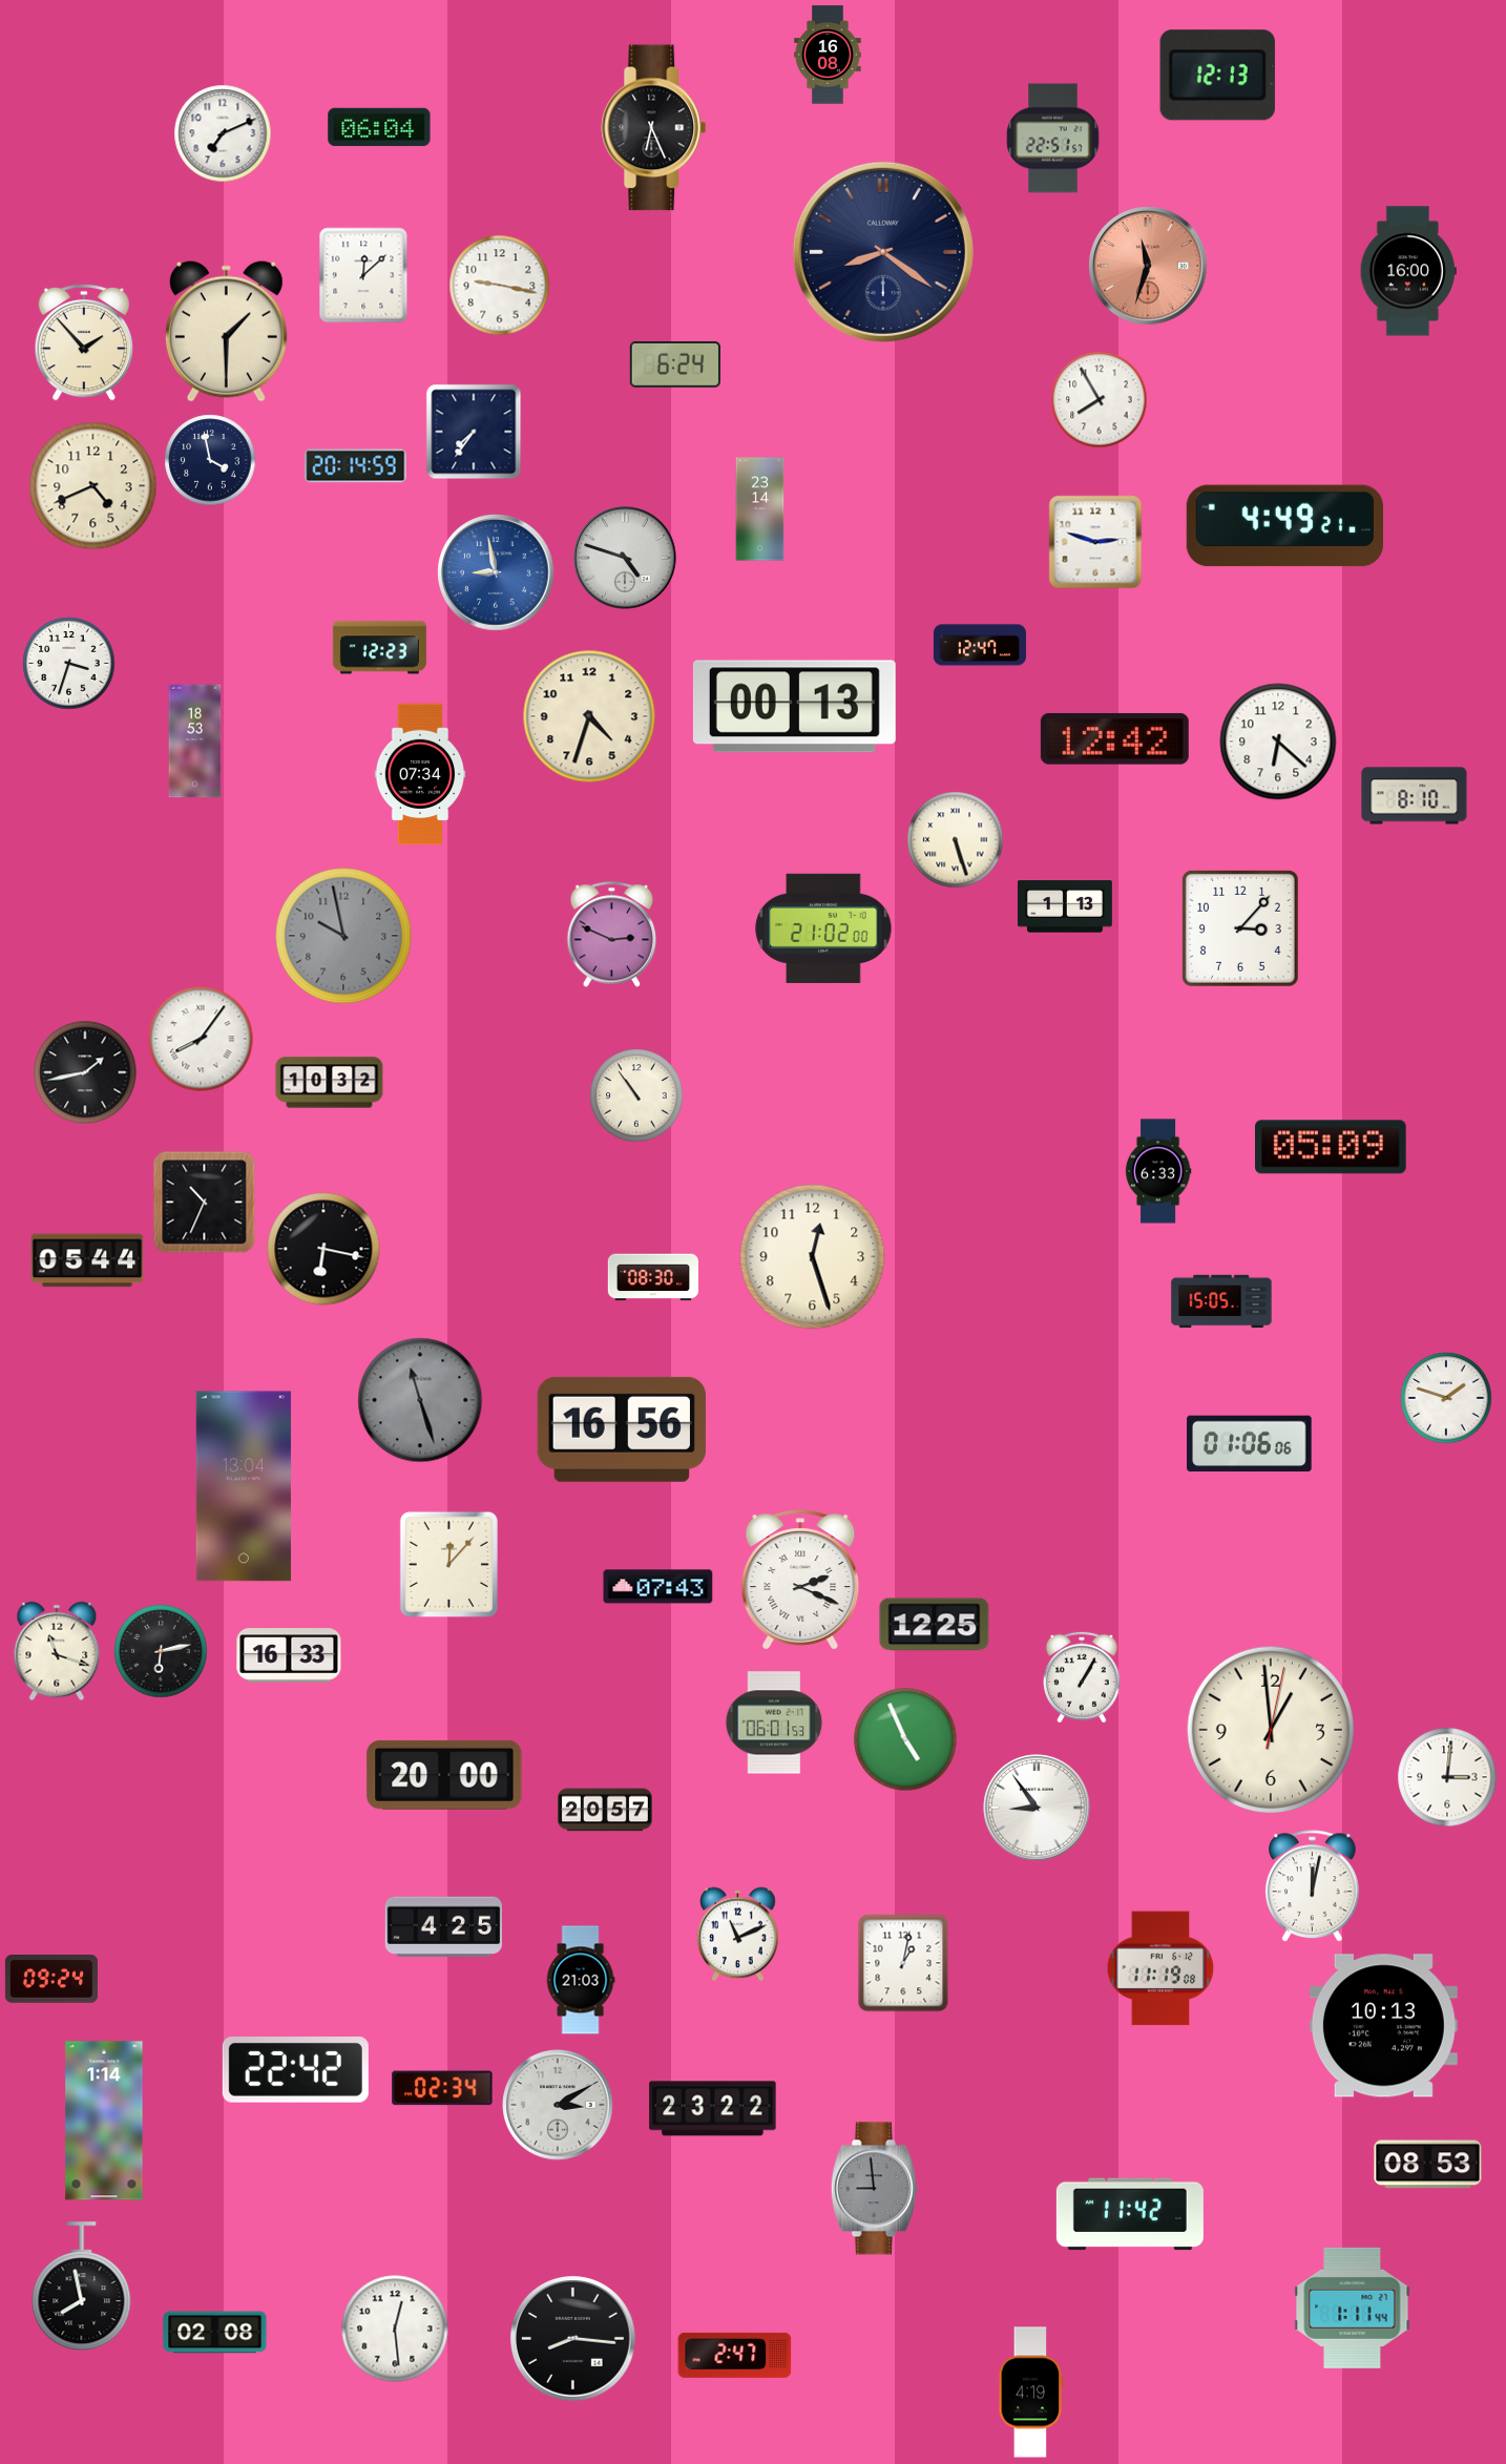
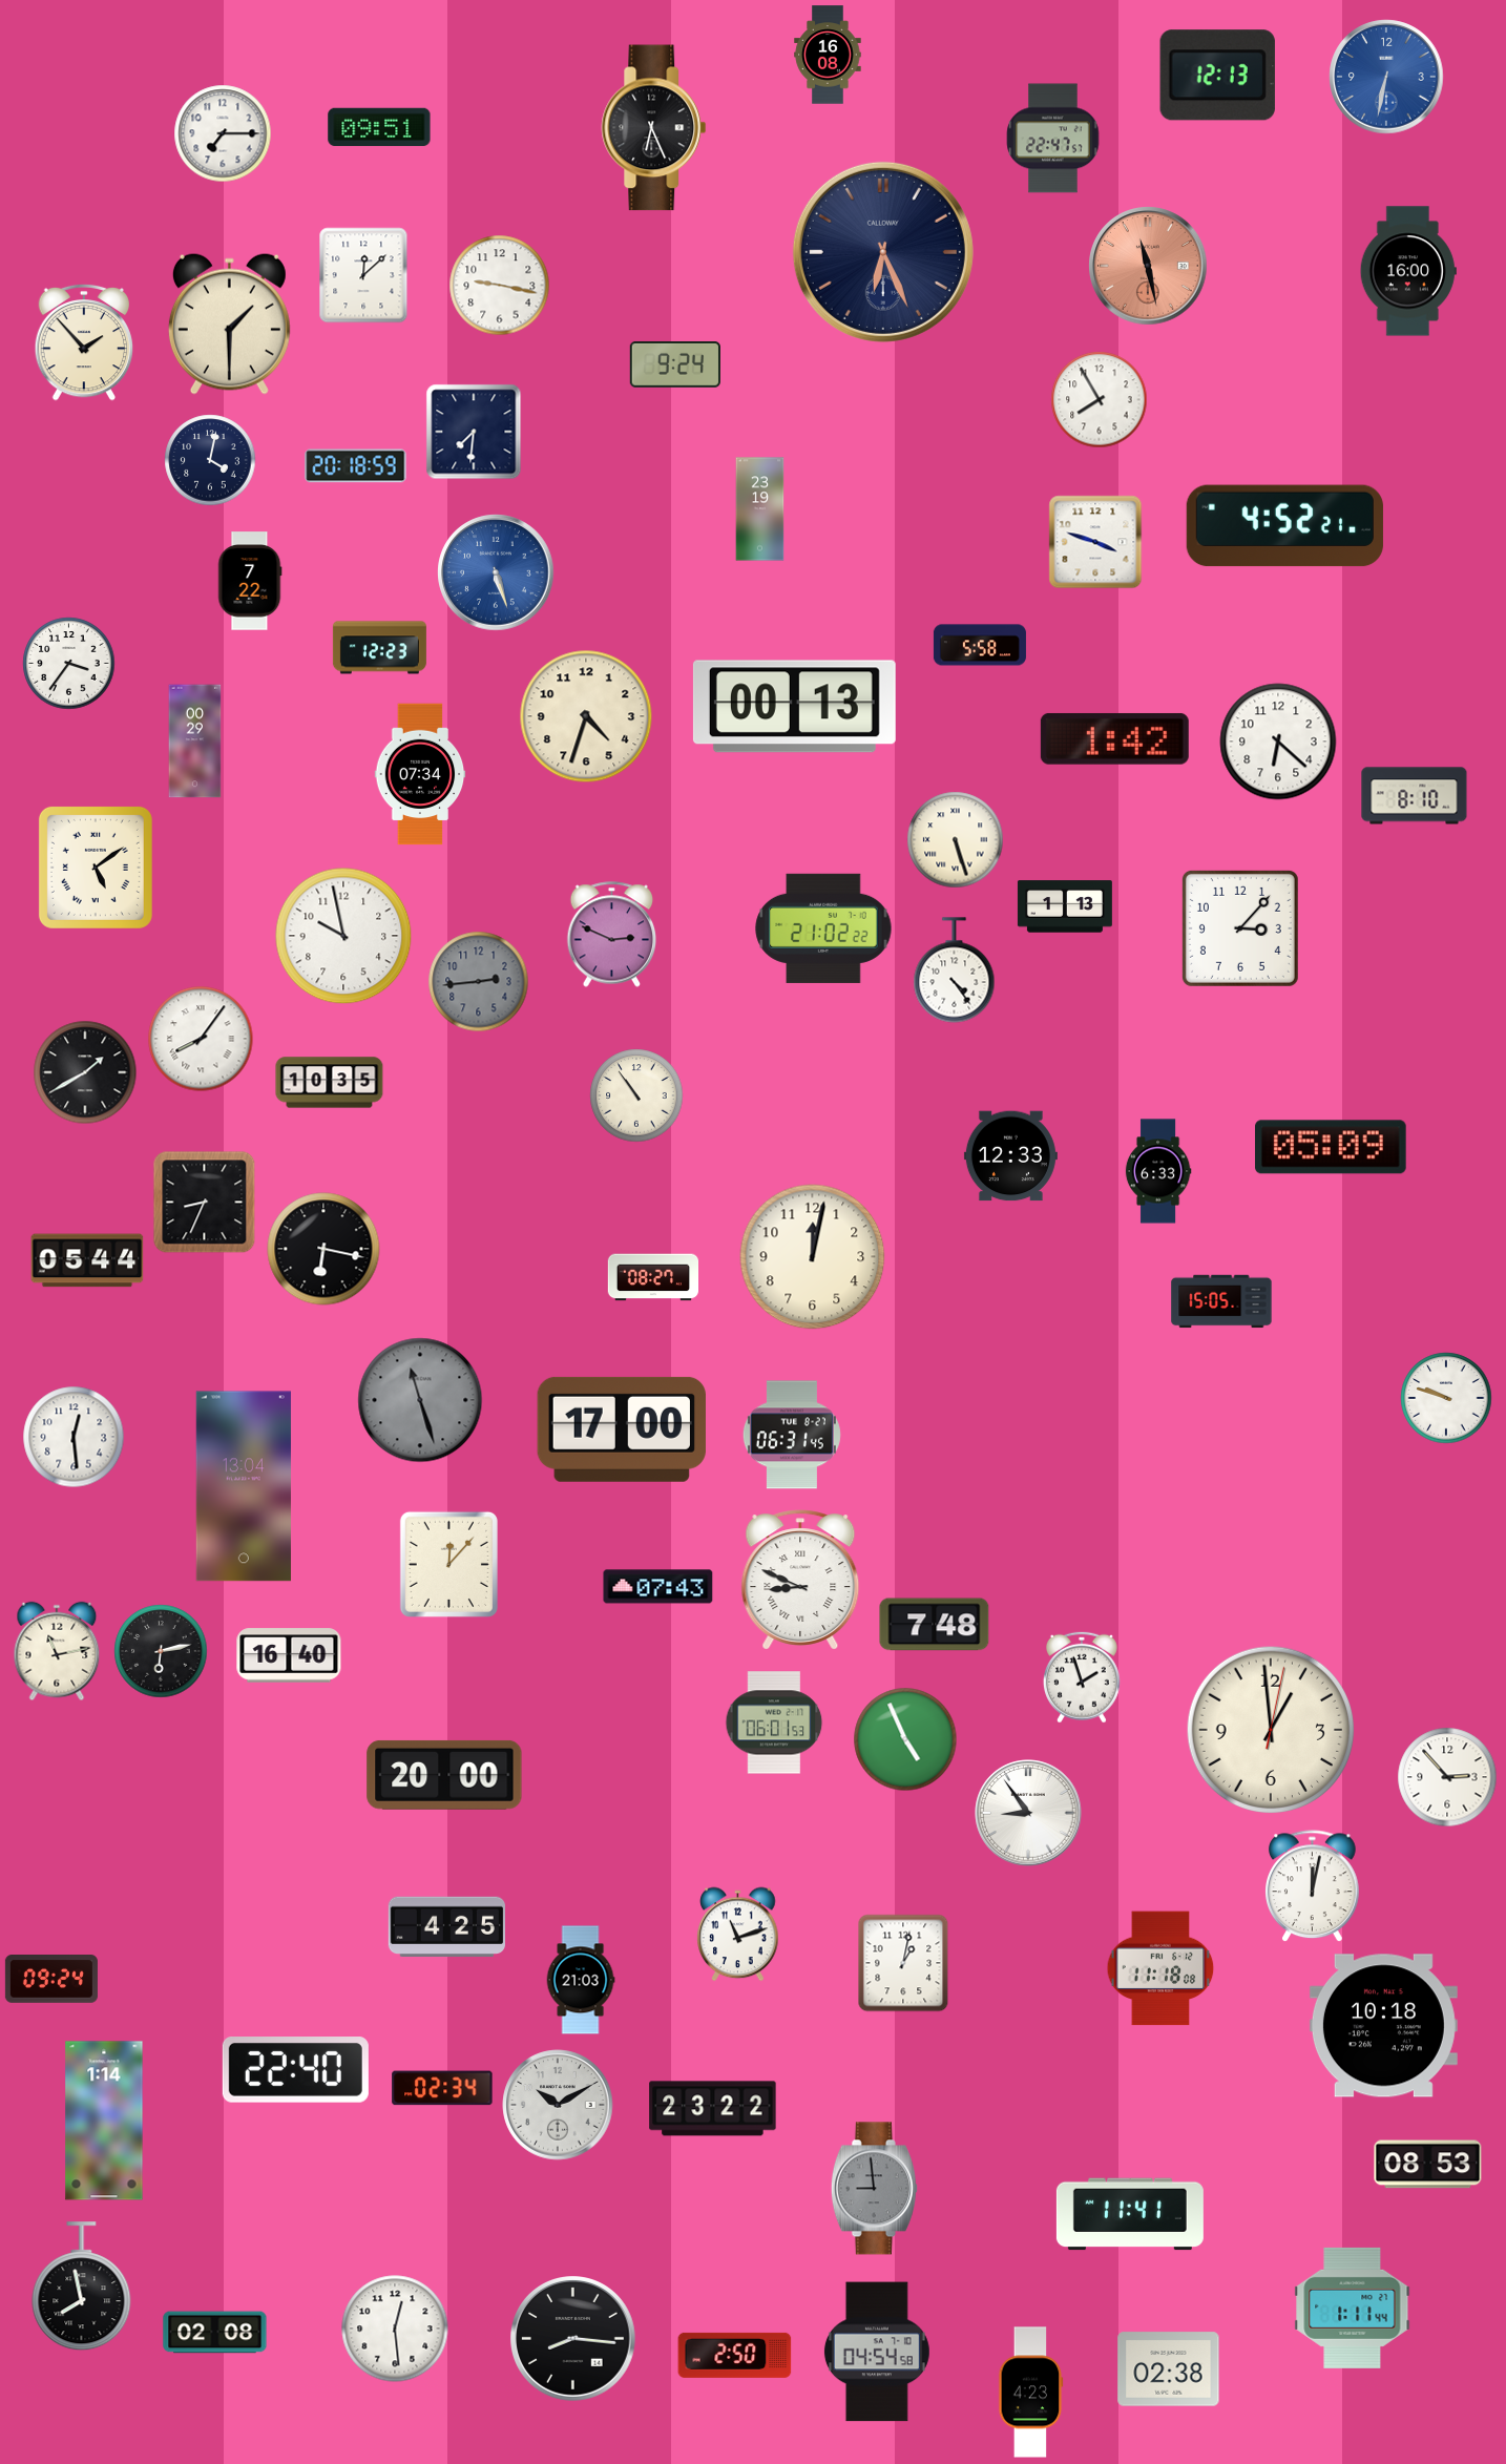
clock at (1386, 77): none -> 6:32
clock at (379, 127): 06:04 -> 09:51
clock at (223, 133): 7:11 -> 7:15
clock at (1053, 139): 22:51 -> 22:47
clock at (883, 252): 8:21 -> 6:26
clock at (1148, 266): 11:33 -> 11:28
clock at (226, 331) position: (226, 331) -> (229, 323)
clock at (675, 364): 6:24 -> 9:24
clock at (474, 432): 7:36 -> 7:31
clock at (210, 460): 3:58 -> 4:02
clock at (356, 466): 20:14 -> 20:18
clock at (93, 486): 4:41 -> none
clock at (760, 509): 23:14 -> 23:19
clock at (1284, 526): 4:49 -> 4:52
clock at (1095, 542): 2:48 -> 3:48
clock at (625, 558): 4:48 -> none
clock at (496, 572): 8:58 -> 5:27
clock at (250, 581): none -> 7:22
clock at (980, 645): 12:47 -> 5:58
clock at (69, 664): 3:33 -> 3:36
clock at (589, 716) position: (589, 716) -> (586, 716)
clock at (1114, 738): 12:42 -> 1:42
clock at (195, 742): 18:53 -> 00:29
clock at (96, 868): none -> 5:09
clock at (823, 928): 21:02:00 -> 21:02:22
clock at (343, 936) dial: grey -> white
clock at (955, 970): none -> 4:24
clock at (479, 982): none -> 2:44
clock at (85, 1072): 1:43 -> 1:40
clock at (330, 1083): 10:32 -> 10:35
clock at (1010, 1156): none -> 12:33
clock at (205, 1203): 10:34 -> 8:34
clock at (813, 1257): 12:27 -> 12:02
clock at (652, 1277): 08:30 -> 08:27
clock at (1446, 1398): 1:48 -> 9:48
clock at (622, 1429): 16:56 -> 17:00
clock at (792, 1435): none -> 06:31
clock at (74, 1437): none -> 12:29
clock at (1250, 1444): 01:06 -> none
clock at (800, 1580): 2:19 -> 8:49
clock at (935, 1625): 12:25 -> 7:48
clock at (57, 1651): 11:18 -> 11:13
clock at (289, 1655): 16:33 -> 16:40
clock at (1082, 1677): 1:05 -> 1:57
clock at (1447, 1777): 3:01 -> 2:53
clock at (1037, 1808) position: (1037, 1808) -> (1028, 1813)
clock at (605, 1810): 20:57 -> none
clock at (443, 1927) position: (443, 1927) -> (446, 1927)
clock at (738, 1935): 11:11 -> 11:12
clock at (1160, 1968): 11:19 -> 11:18
clock at (1383, 2026): 10:13 -> 10:18
clock at (295, 2070): 22:42 -> 22:40
clock at (558, 2105): 3:10 -> 10:10
clock at (1130, 2214): 11:42 -> 11:41
clock at (877, 2352): none -> 04:54
clock at (735, 2355): 2:47 -> 2:50
clock at (1169, 2369): none -> 02:38
clock at (1031, 2393): 4:19 -> 4:23
